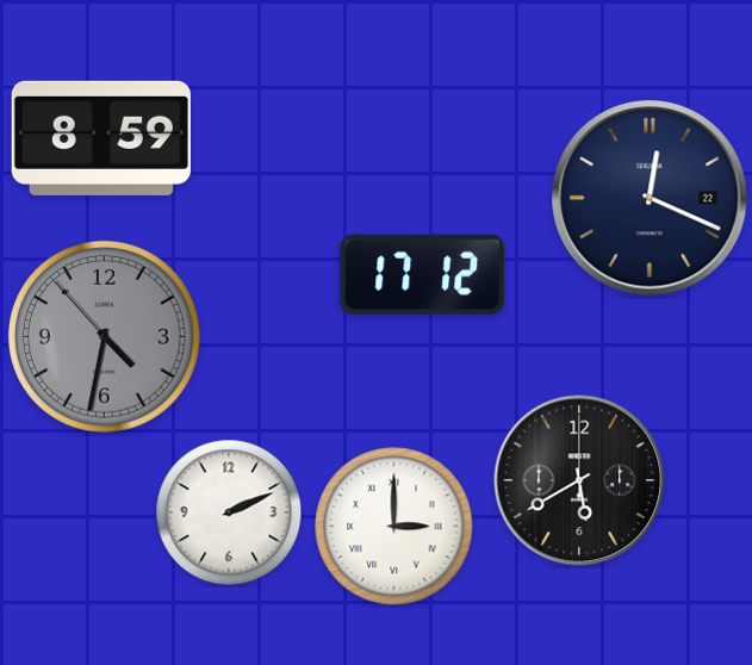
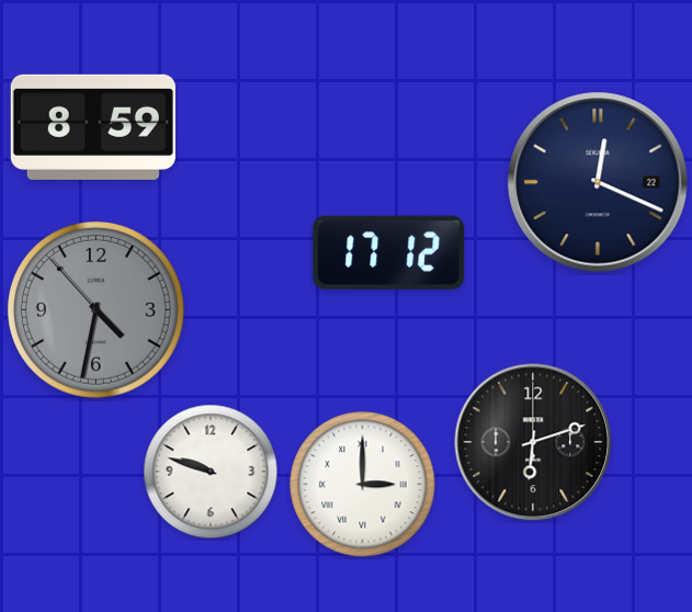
clock at (579, 480): 5:40 -> 6:12
clock at (229, 512): 2:11 -> 9:48
